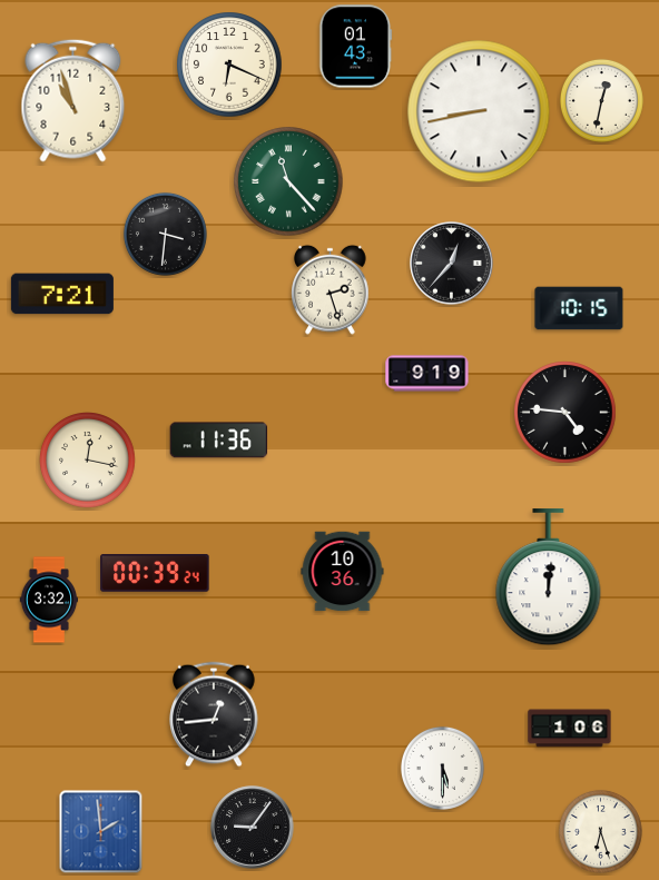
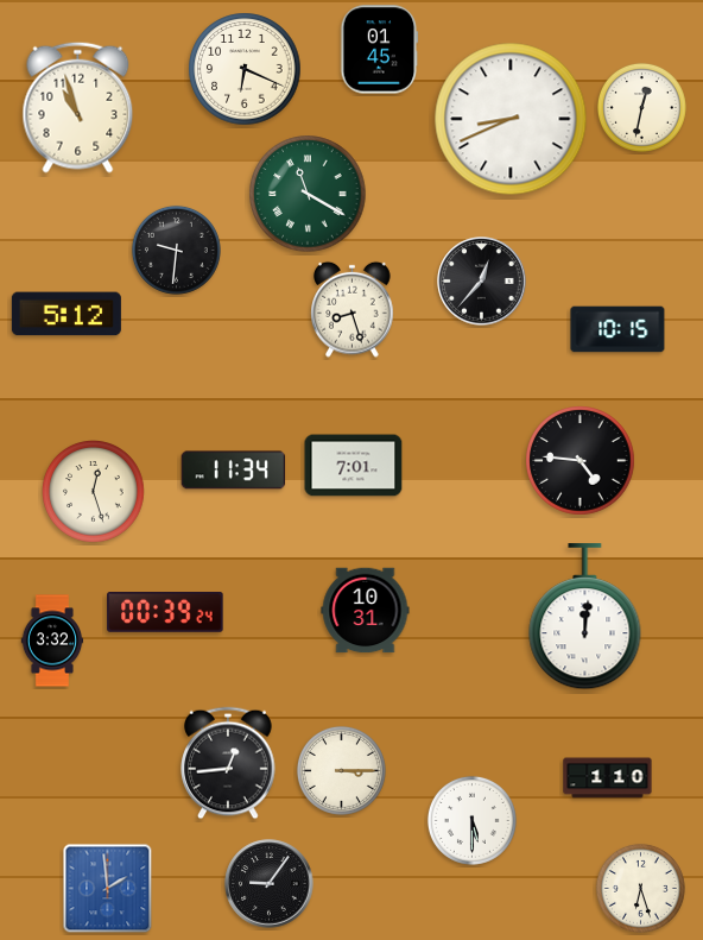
clock at (356, 47): 01:43 -> 01:45
clock at (479, 111): 8:43 -> 8:41
clock at (288, 181): 11:23 -> 11:20
clock at (165, 234): 3:31 -> 9:31
clock at (331, 289): 2:27 -> 8:27
clock at (62, 294): 7:21 -> 5:12
clock at (427, 374): 9:19 -> none
clock at (565, 413) position: (565, 413) -> (581, 461)
clock at (354, 466): none -> 7:01
clock at (219, 441): 11:36 -> 11:34
clock at (88, 461): 12:17 -> 12:27
clock at (343, 572): 10:36 -> 10:31
clock at (341, 770): none -> 3:15
clock at (570, 729): 1:06 -> 1:10
